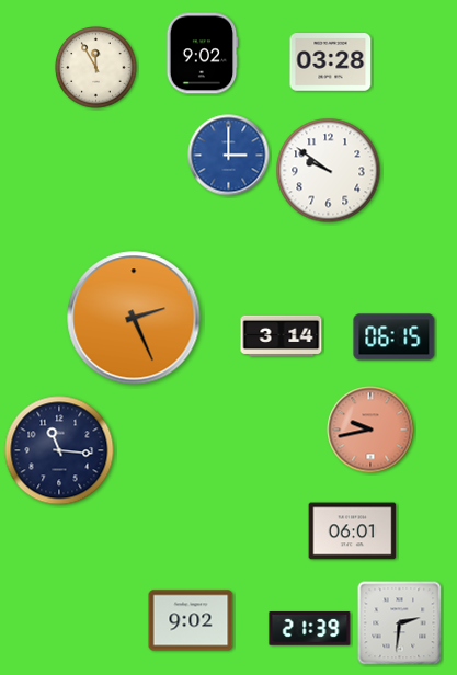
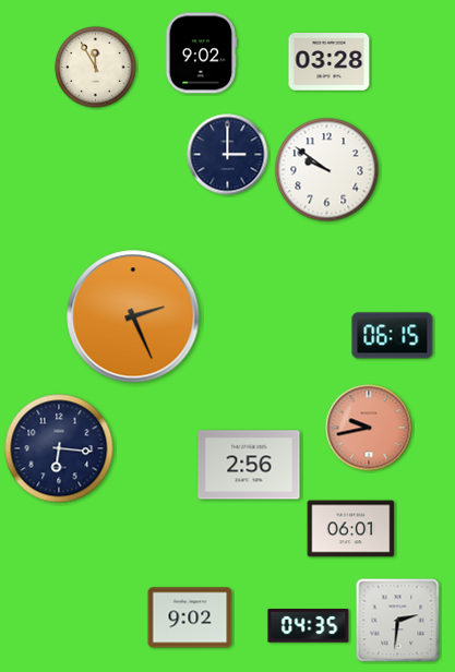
clock at (229, 156) dial: blue -> navy
clock at (282, 335): 3:14 -> none
clock at (59, 450): 11:16 -> 6:16
clock at (249, 465): none -> 2:56
clock at (310, 629): 21:39 -> 04:35
